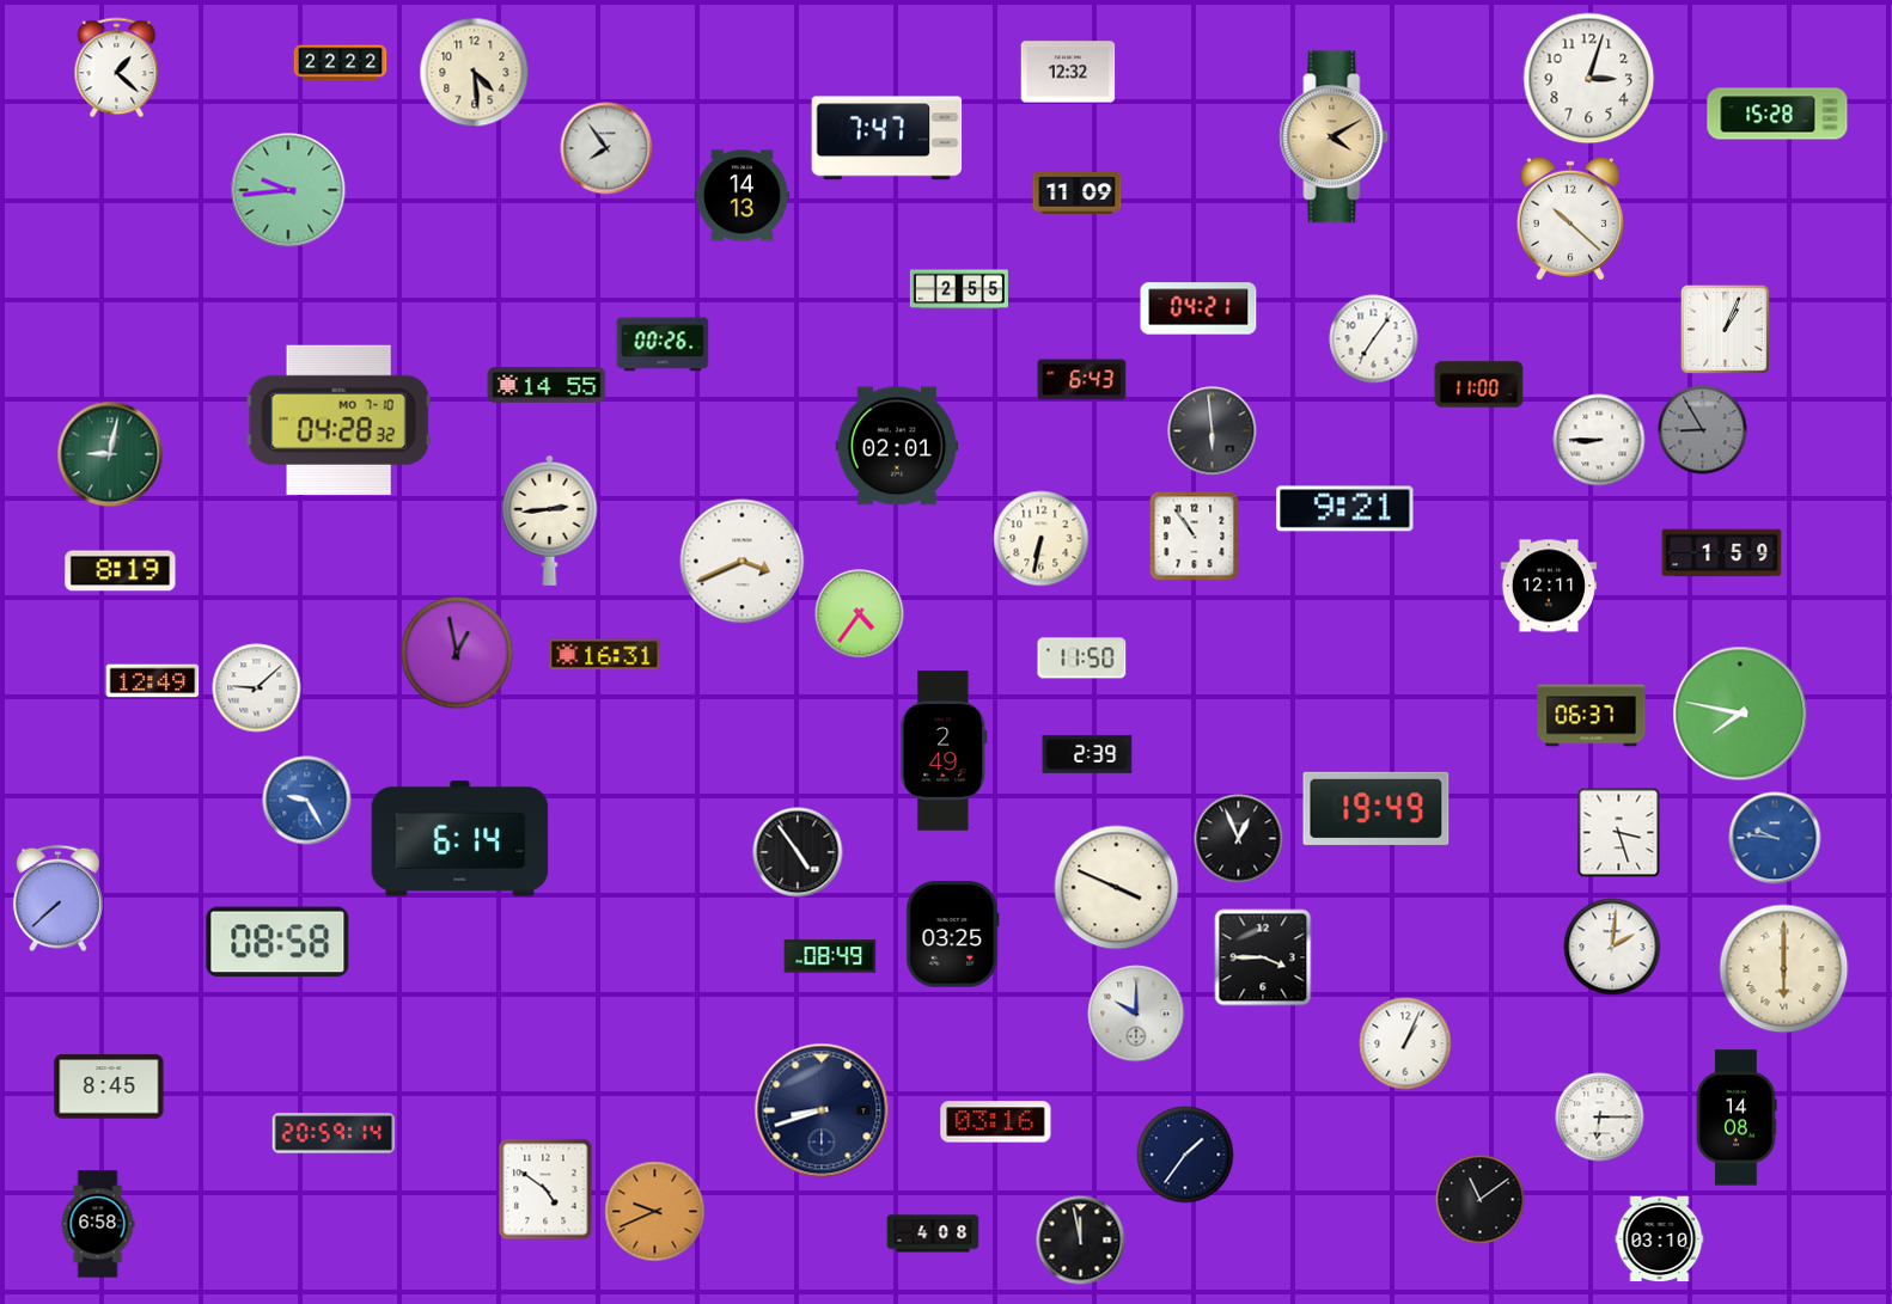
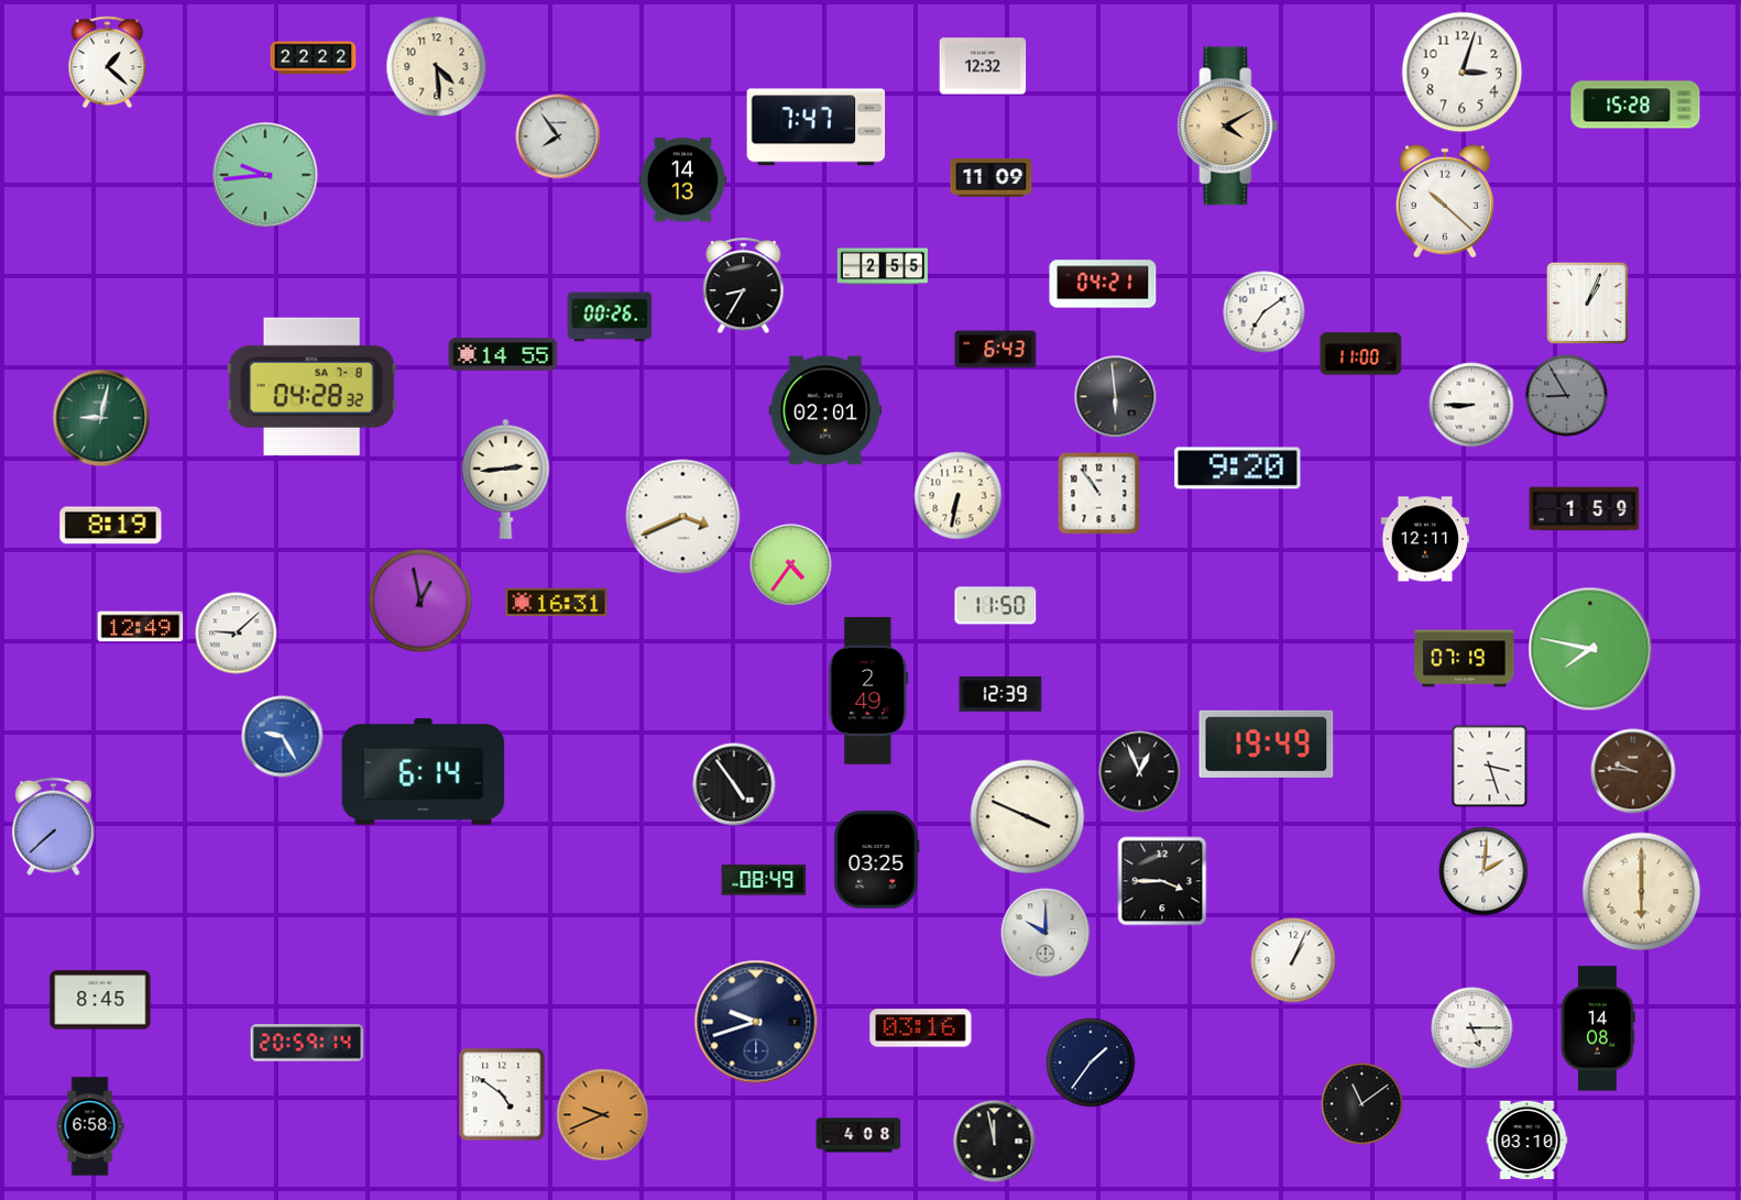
clock at (744, 286): none -> 8:35
clock at (1374, 339): 7:06 -> 7:09
clock at (338, 420) date: MO 7-10 -> SA 7-8
clock at (1345, 509): 9:21 -> 9:20
clock at (1740, 714) position: (1740, 714) -> (1590, 649)
clock at (1592, 716): 06:37 -> 07:19
clock at (1087, 755): 2:39 -> 12:39
clock at (1775, 838) dial: blue -> brown
clock at (277, 942): 08:58 -> none
clock at (822, 1110): 8:42 -> 9:42
clock at (1600, 1118): 6:15 -> 5:15
clock at (996, 1122) position: (996, 1122) -> (921, 1028)
